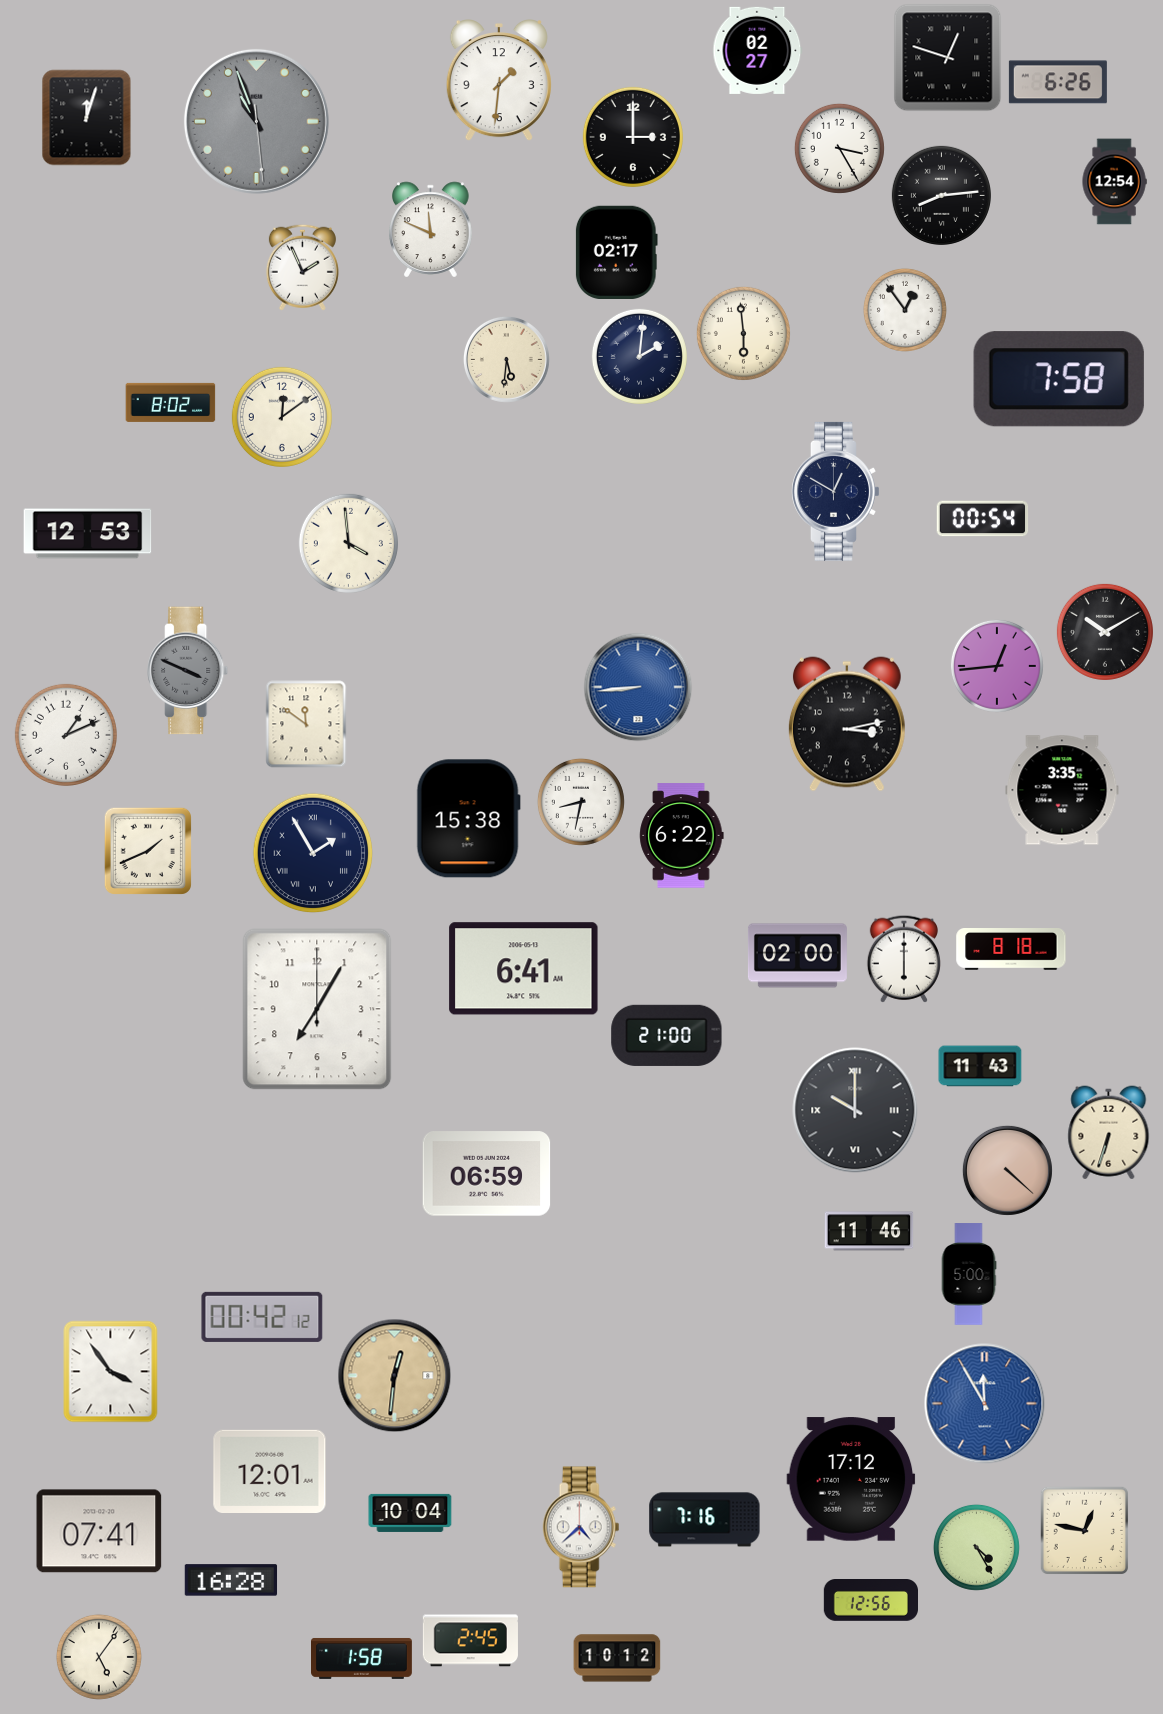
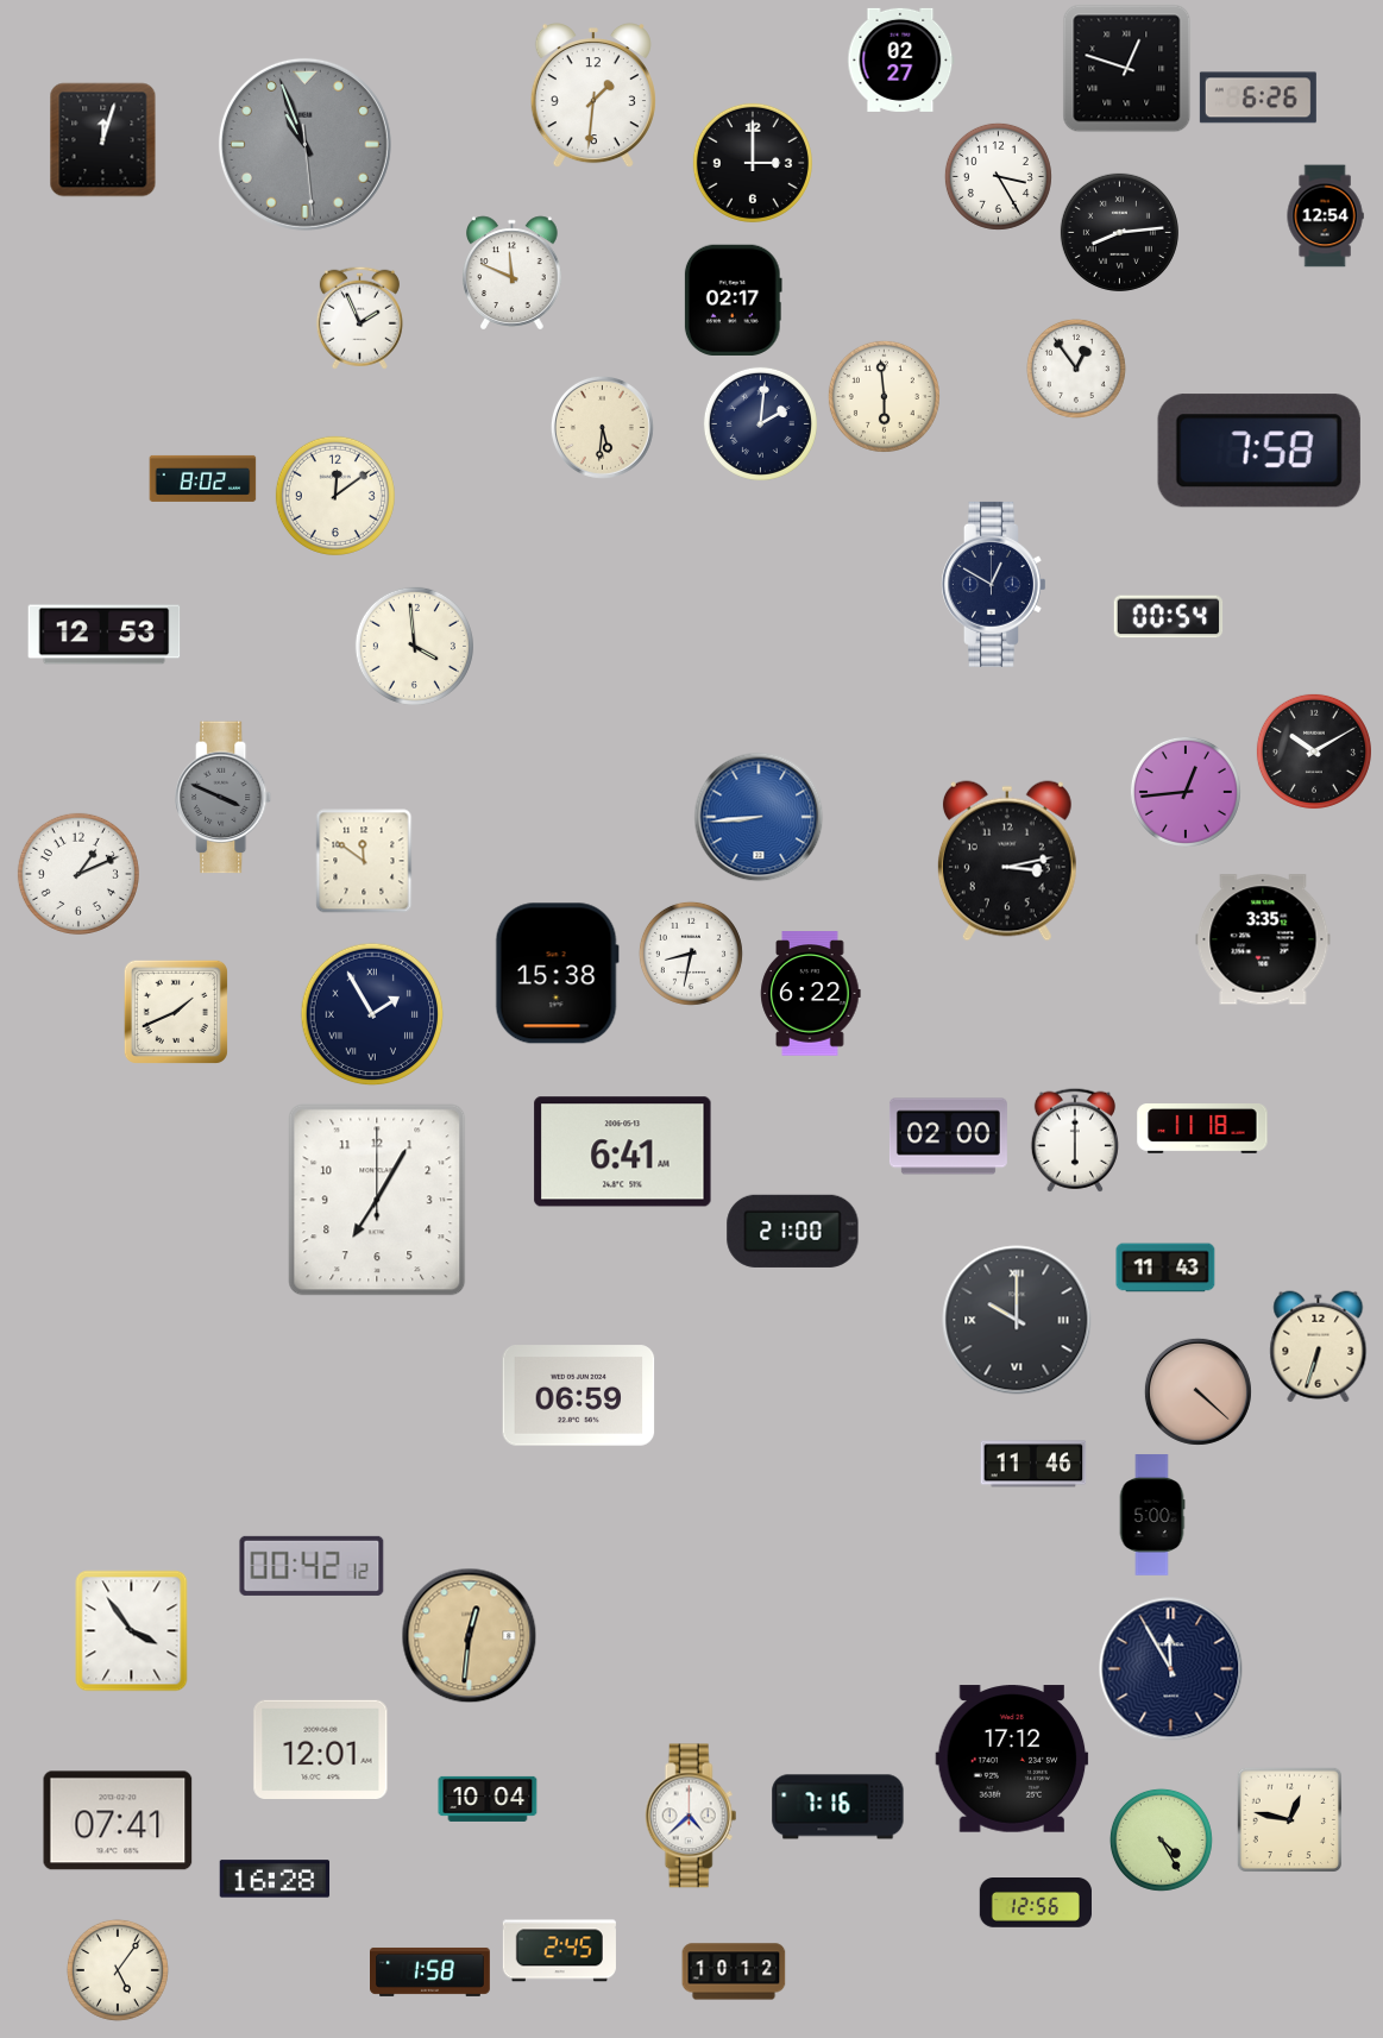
clock at (1011, 950): 8:18 -> 11:18
clock at (985, 1404) dial: blue -> navy
